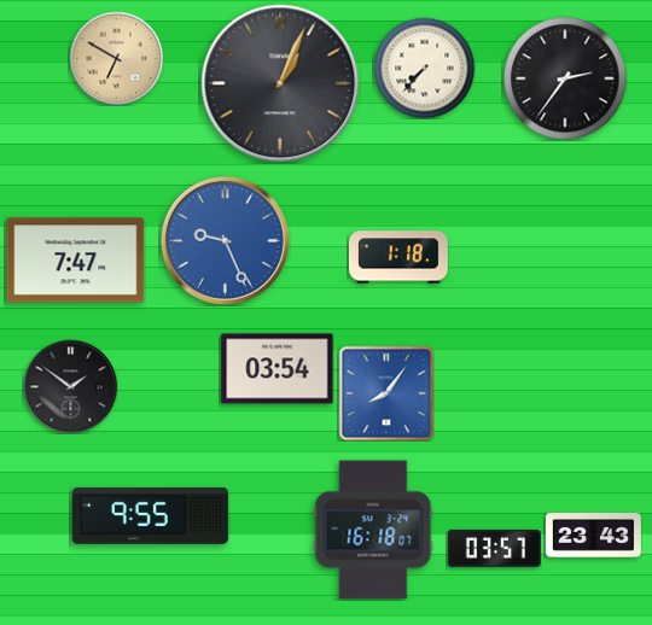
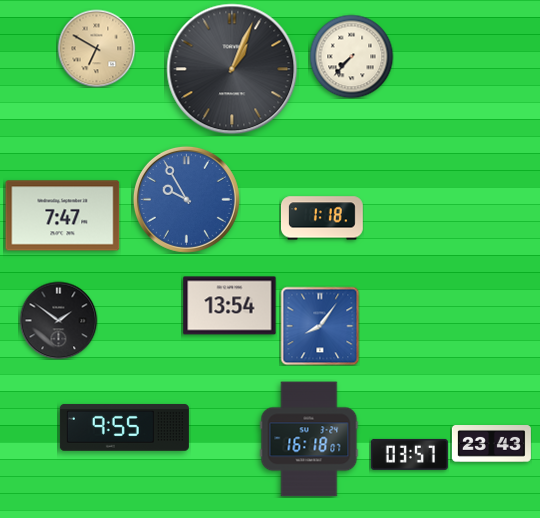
clock at (565, 78): 2:36 -> none
clock at (225, 240): 9:26 -> 9:55
clock at (398, 257) position: (398, 257) -> (322, 218)
clock at (278, 369): 03:54 -> 13:54
